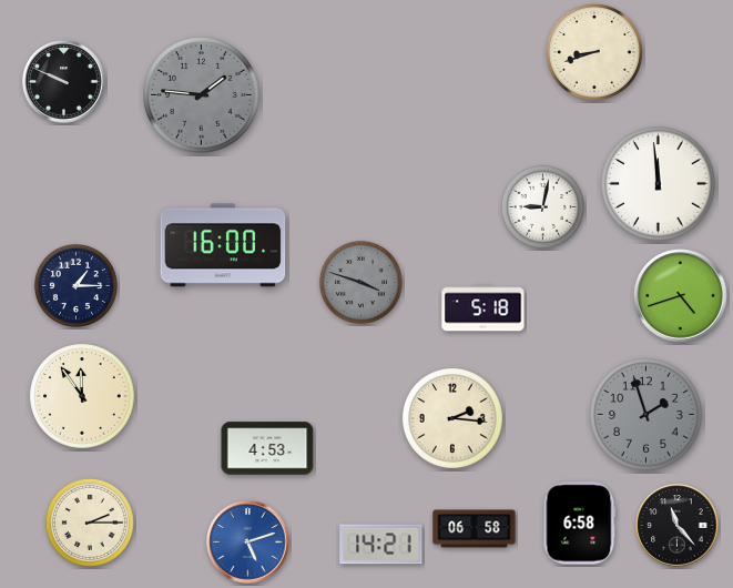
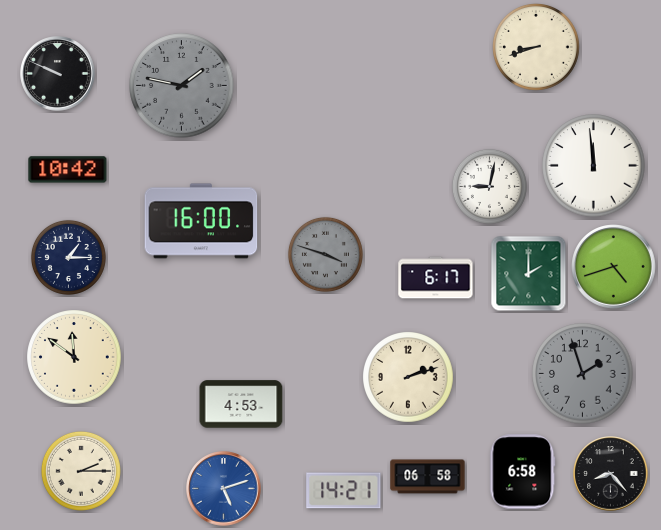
clock at (202, 95): 1:46 -> 1:47
clock at (68, 170): none -> 10:42
clock at (529, 274): none -> 2:00
clock at (483, 308): 5:18 -> 6:17
clock at (82, 396): 11:54 -> 11:51
clock at (454, 419): 2:16 -> 2:12
clock at (678, 526): 11:23 -> 8:23
